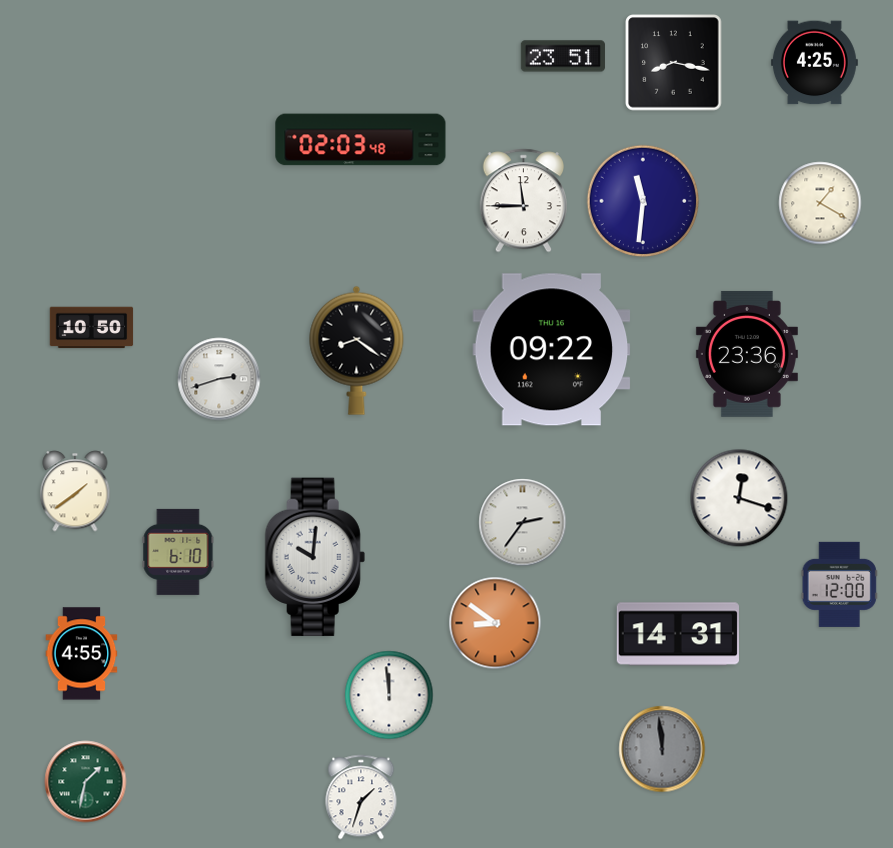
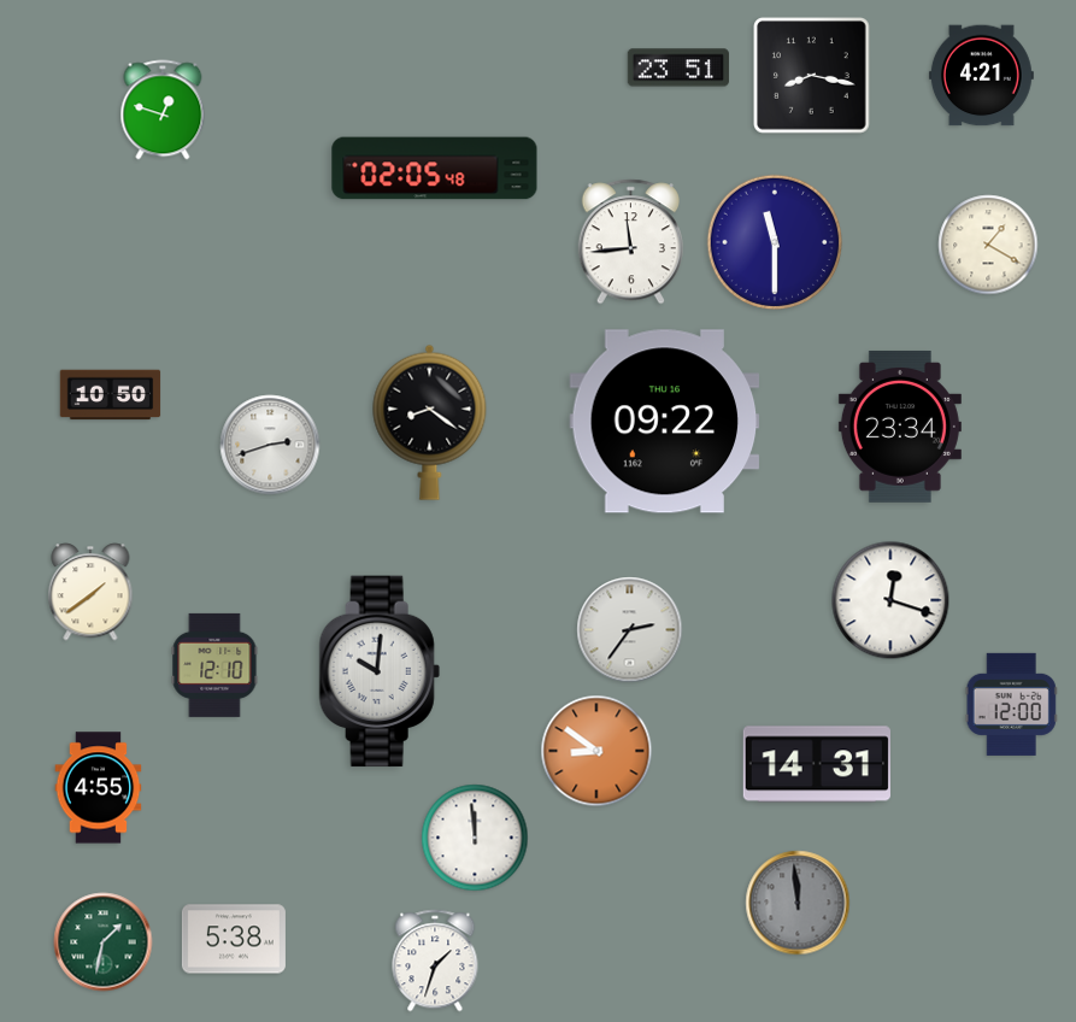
clock at (814, 63): 4:25 -> 4:21
clock at (163, 110): none -> 12:48
clock at (361, 140): 02:03 -> 02:05
clock at (642, 200): 11:31 -> 11:30
clock at (523, 201): 11:45 -> 11:44
clock at (747, 354): 23:36 -> 23:34
clock at (219, 379) position: (219, 379) -> (270, 445)
clock at (178, 552): 6:10 -> 12:10
clock at (389, 695) position: (389, 695) -> (475, 838)
clock at (234, 939): none -> 5:38
